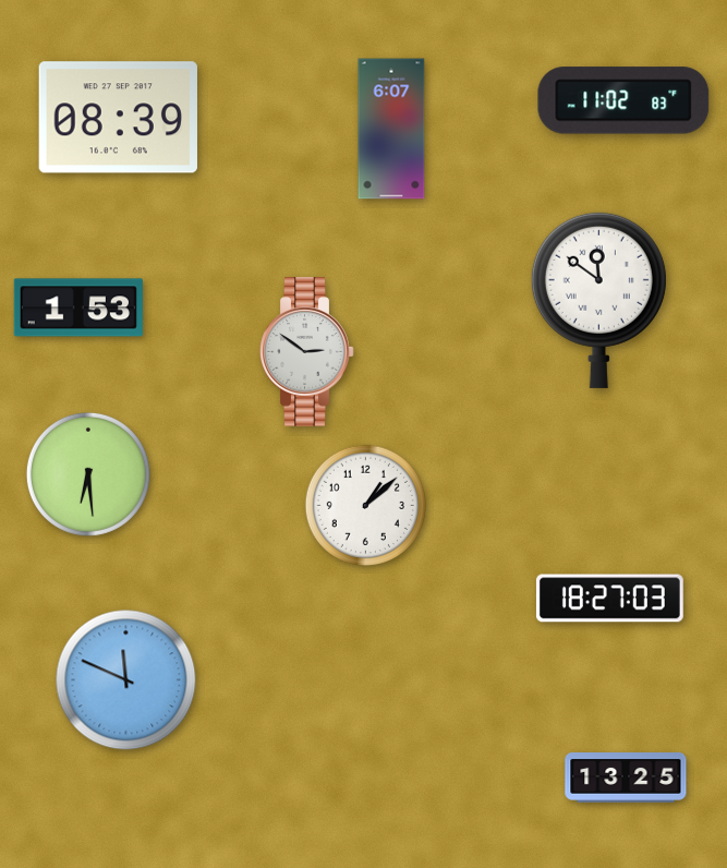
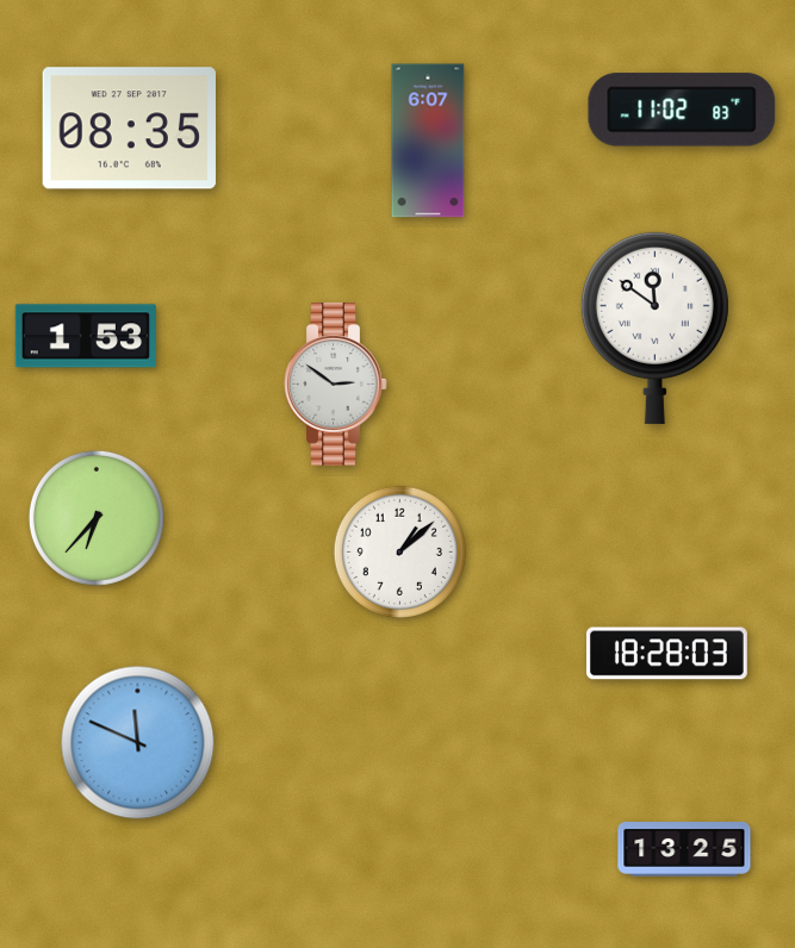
clock at (118, 118): 08:39 -> 08:35
clock at (88, 474): 6:29 -> 6:37
clock at (609, 599): 18:27 -> 18:28
